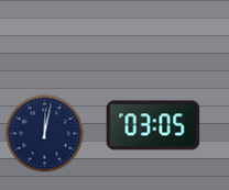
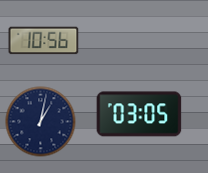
clock at (44, 41): none -> 10:56
clock at (45, 134): 12:02 -> 1:02
